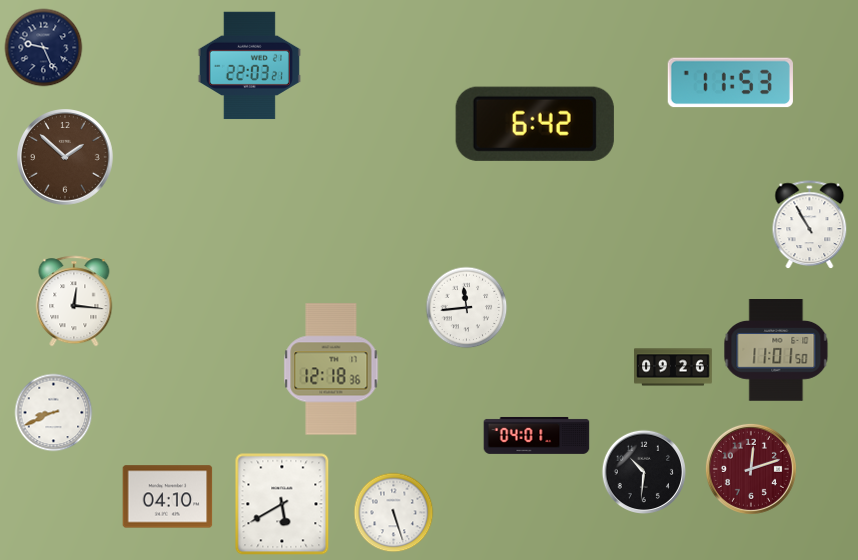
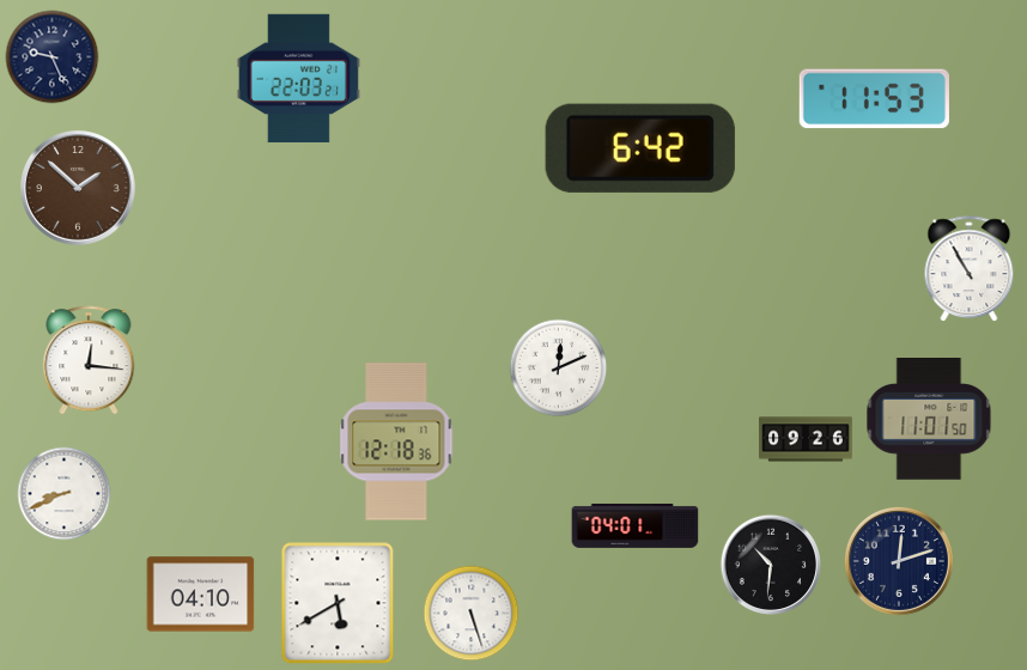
clock at (467, 308): 11:44 -> 12:11
clock at (537, 435) position: (537, 435) -> (636, 525)
clock at (751, 469) dial: burgundy -> navy
